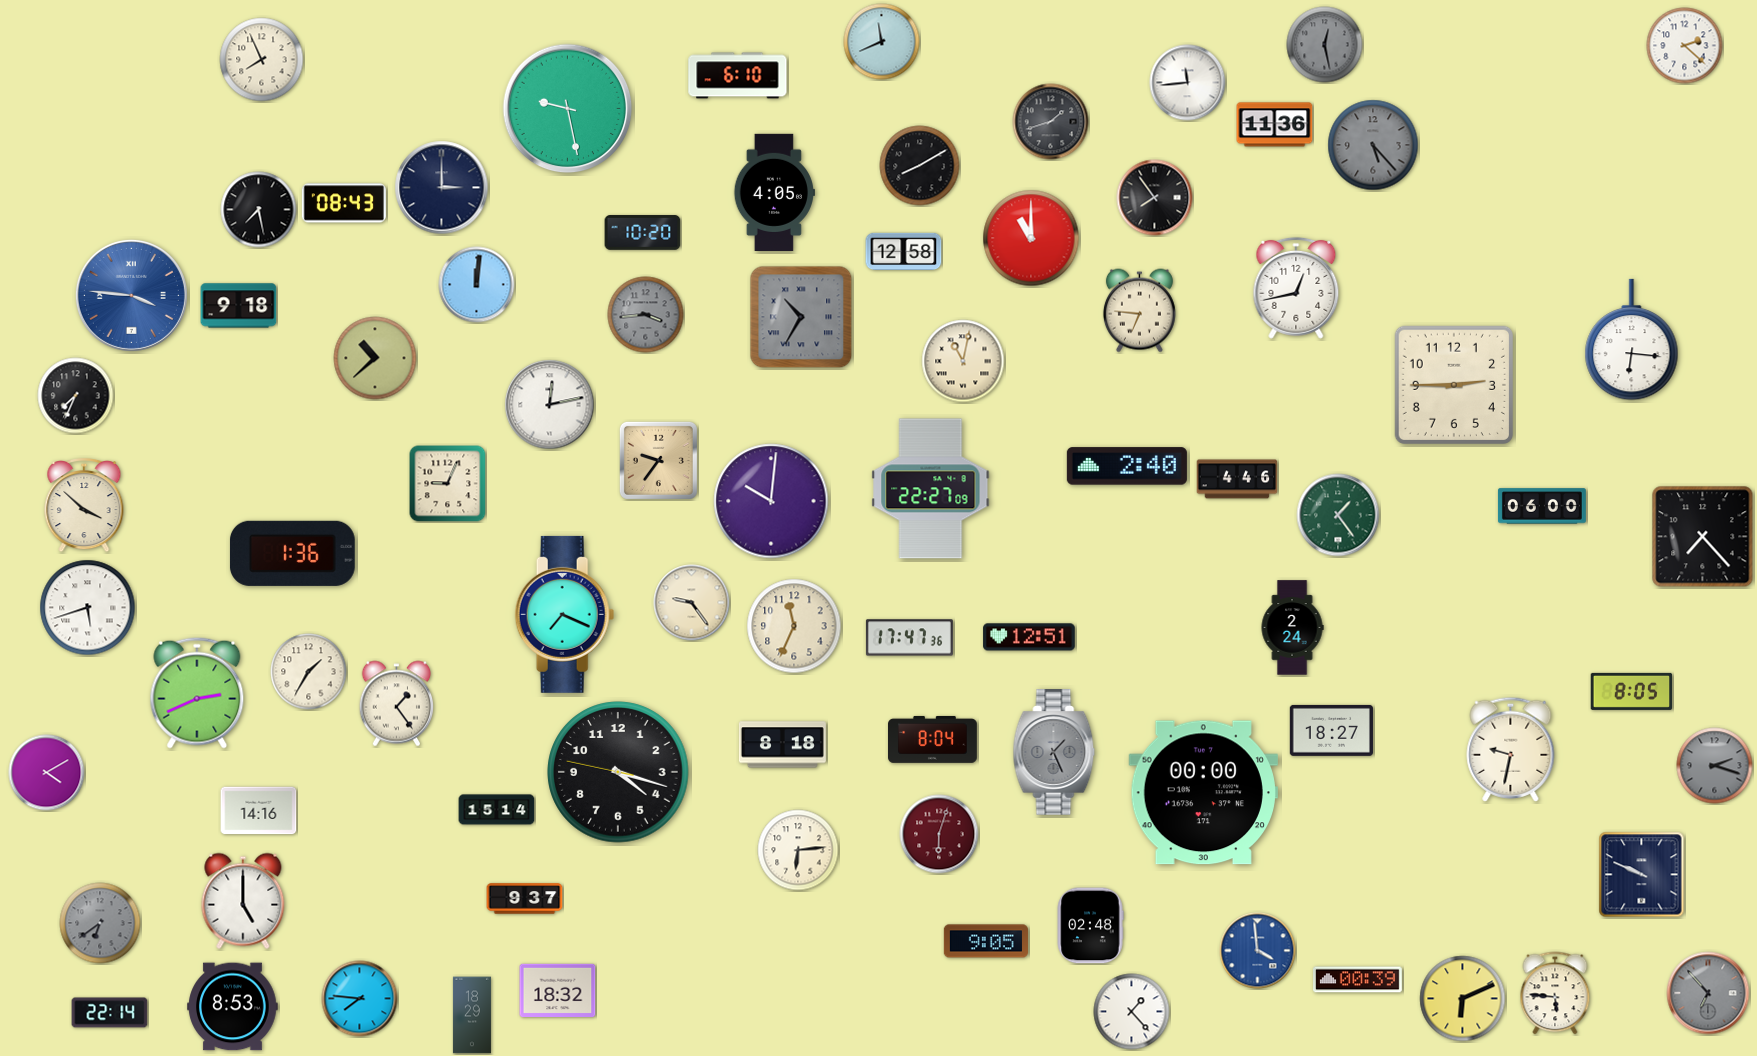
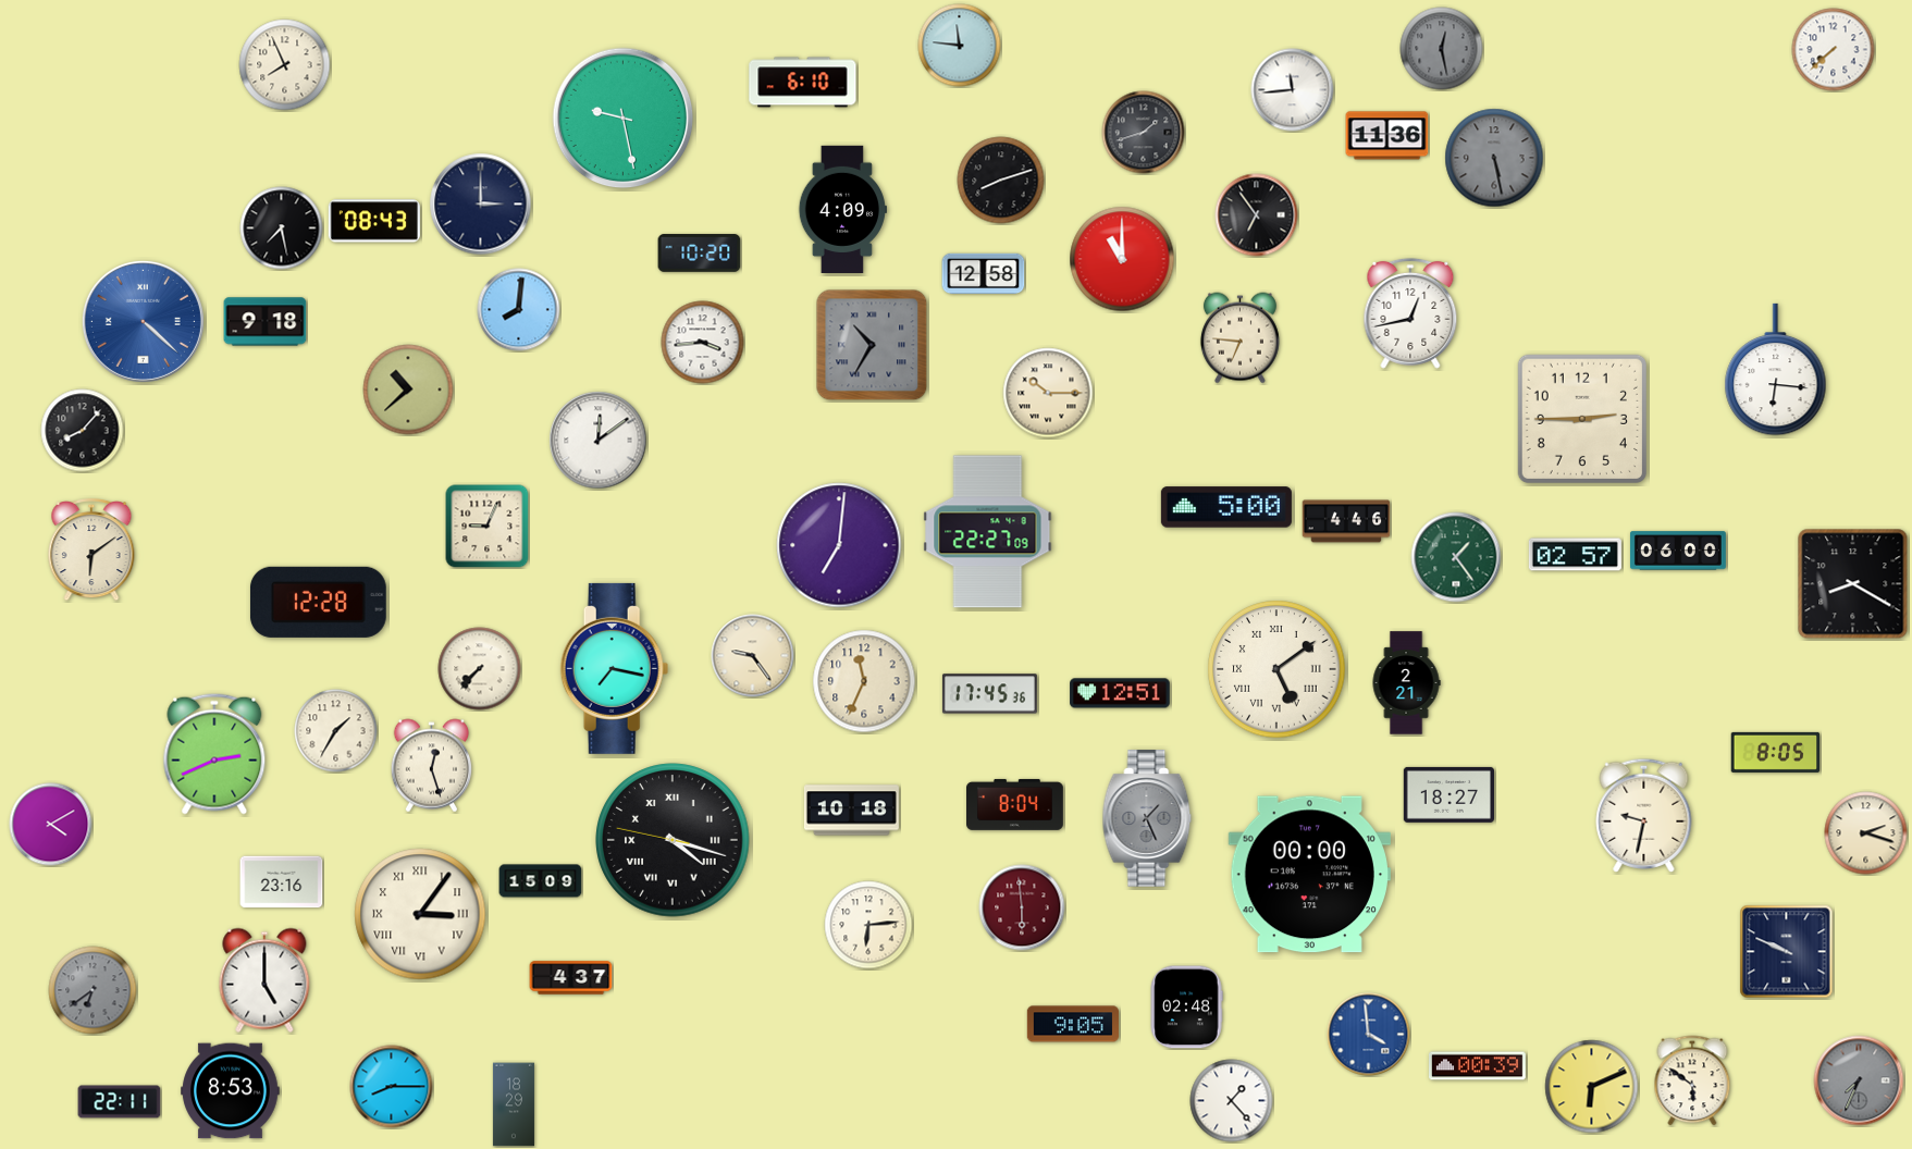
clock at (882, 42): 11:41 -> 11:46
clock at (1685, 46): 2:22 -> 7:38
clock at (568, 109) position: (568, 109) -> (624, 119)
clock at (1373, 145): 5:23 -> 5:28
clock at (920, 166): 8:10 -> 8:12
clock at (774, 192): 4:05 -> 4:09
clock at (1155, 198): 7:54 -> 6:54
clock at (477, 285): 12:01 -> 8:01
clock at (131, 295): 3:46 -> 4:22
clock at (239, 306) position: (239, 306) -> (266, 322)
clock at (646, 315) dial: grey -> white
clock at (963, 361): 11:02 -> 10:15
clock at (76, 396): 7:34 -> 8:07
clock at (550, 405): 12:13 -> 12:09
clock at (658, 460): 9:36 -> none
clock at (1127, 466): 2:40 -> 5:00
clock at (931, 489) position: (931, 489) -> (988, 532)
clock at (771, 501): 10:01 -> 7:01
clock at (84, 506): 3:52 -> 6:09
clock at (1575, 555): none -> 02:57
clock at (1338, 515) position: (1338, 515) -> (1456, 557)
clock at (1703, 537): 7:23 -> 8:20
clock at (292, 553): 1:36 -> 12:28
clock at (88, 608): 5:42 -> none
clock at (565, 614): 7:19 -> 7:17
clock at (480, 669): none -> 7:37
clock at (1276, 669): none -> 5:09
clock at (1292, 628): 2:24 -> 2:21
clock at (909, 638): 17:47 -> 17:45
clock at (397, 704): 1:24 -> 12:27
clock at (782, 745): 8:18 -> 10:18
clock at (1715, 766) dial: grey -> cream
clock at (618, 772) numerals: Arabic -> Roman
clock at (47, 773) position: (47, 773) -> (51, 825)
clock at (1203, 793) position: (1203, 793) -> (1309, 875)
clock at (497, 810): 15:14 -> 15:09
clock at (259, 811): 14:16 -> 23:16
clock at (939, 834): 6:03 -> 5:59
clock at (420, 914): none -> 3:06
clock at (525, 899): 9:37 -> 4:37
clock at (100, 923) position: (100, 923) -> (92, 990)
clock at (558, 990): 18:32 -> none
clock at (1555, 993): 5:46 -> 5:51
clock at (1708, 993): 6:53 -> 7:34
clock at (360, 999): 7:46 -> 8:15
clock at (233, 1007) position: (233, 1007) -> (231, 1091)
clock at (110, 1013): 22:14 -> 22:11
